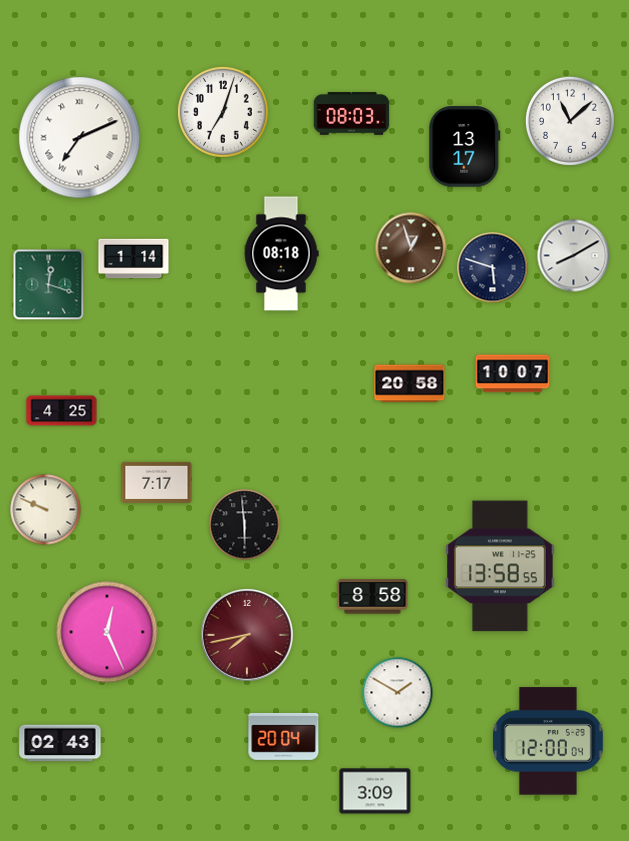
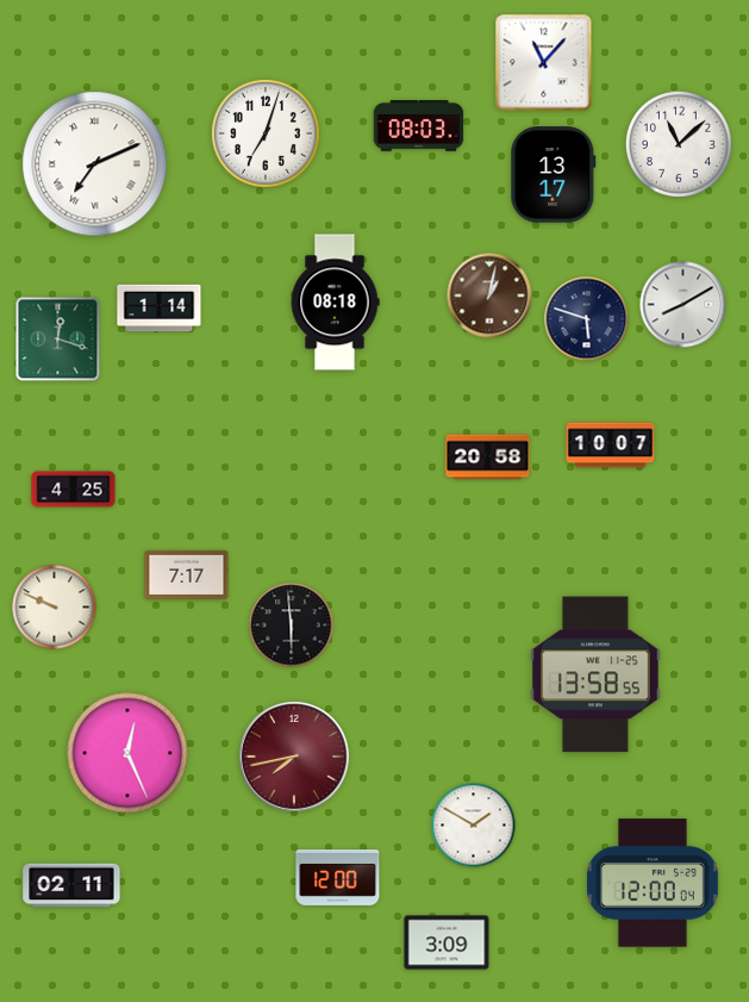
clock at (544, 63): none -> 11:07
clock at (352, 114) position: (352, 114) -> (419, 126)
clock at (411, 248): 12:57 -> 1:02
clock at (373, 597): 8:58 -> none
clock at (284, 736): 20:04 -> 12:00
clock at (60, 743): 02:43 -> 02:11
